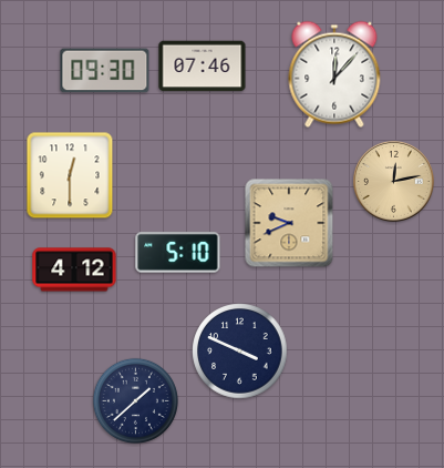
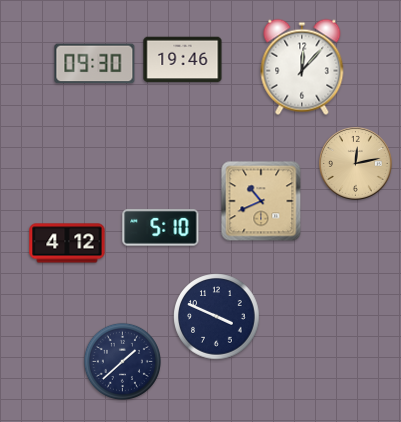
clock at (203, 67): 07:46 -> 19:46
clock at (70, 175): 12:30 -> none
clock at (289, 223): 9:41 -> 10:41
